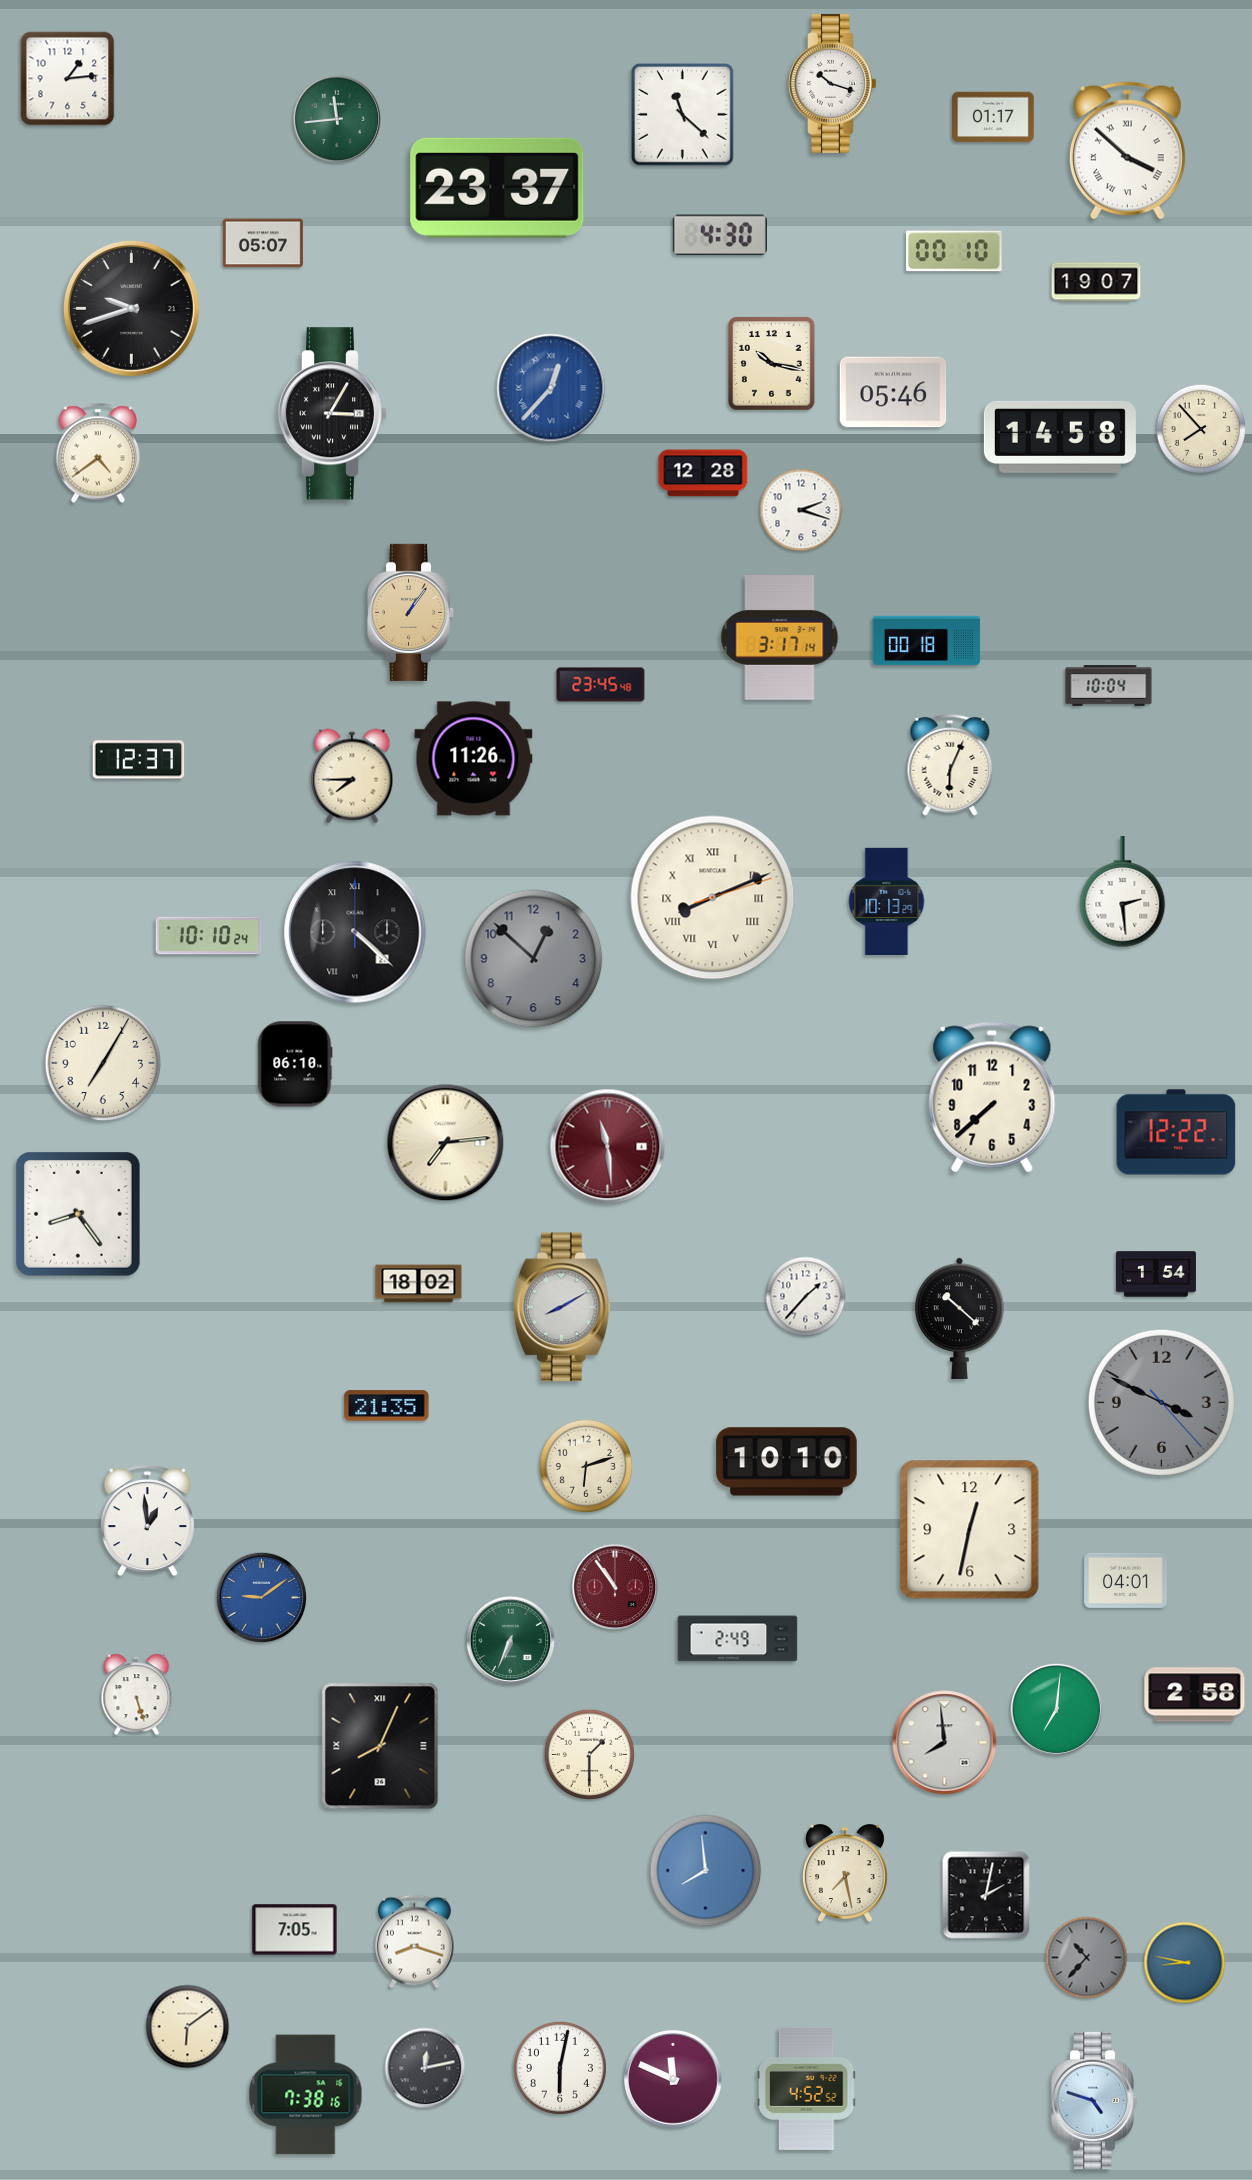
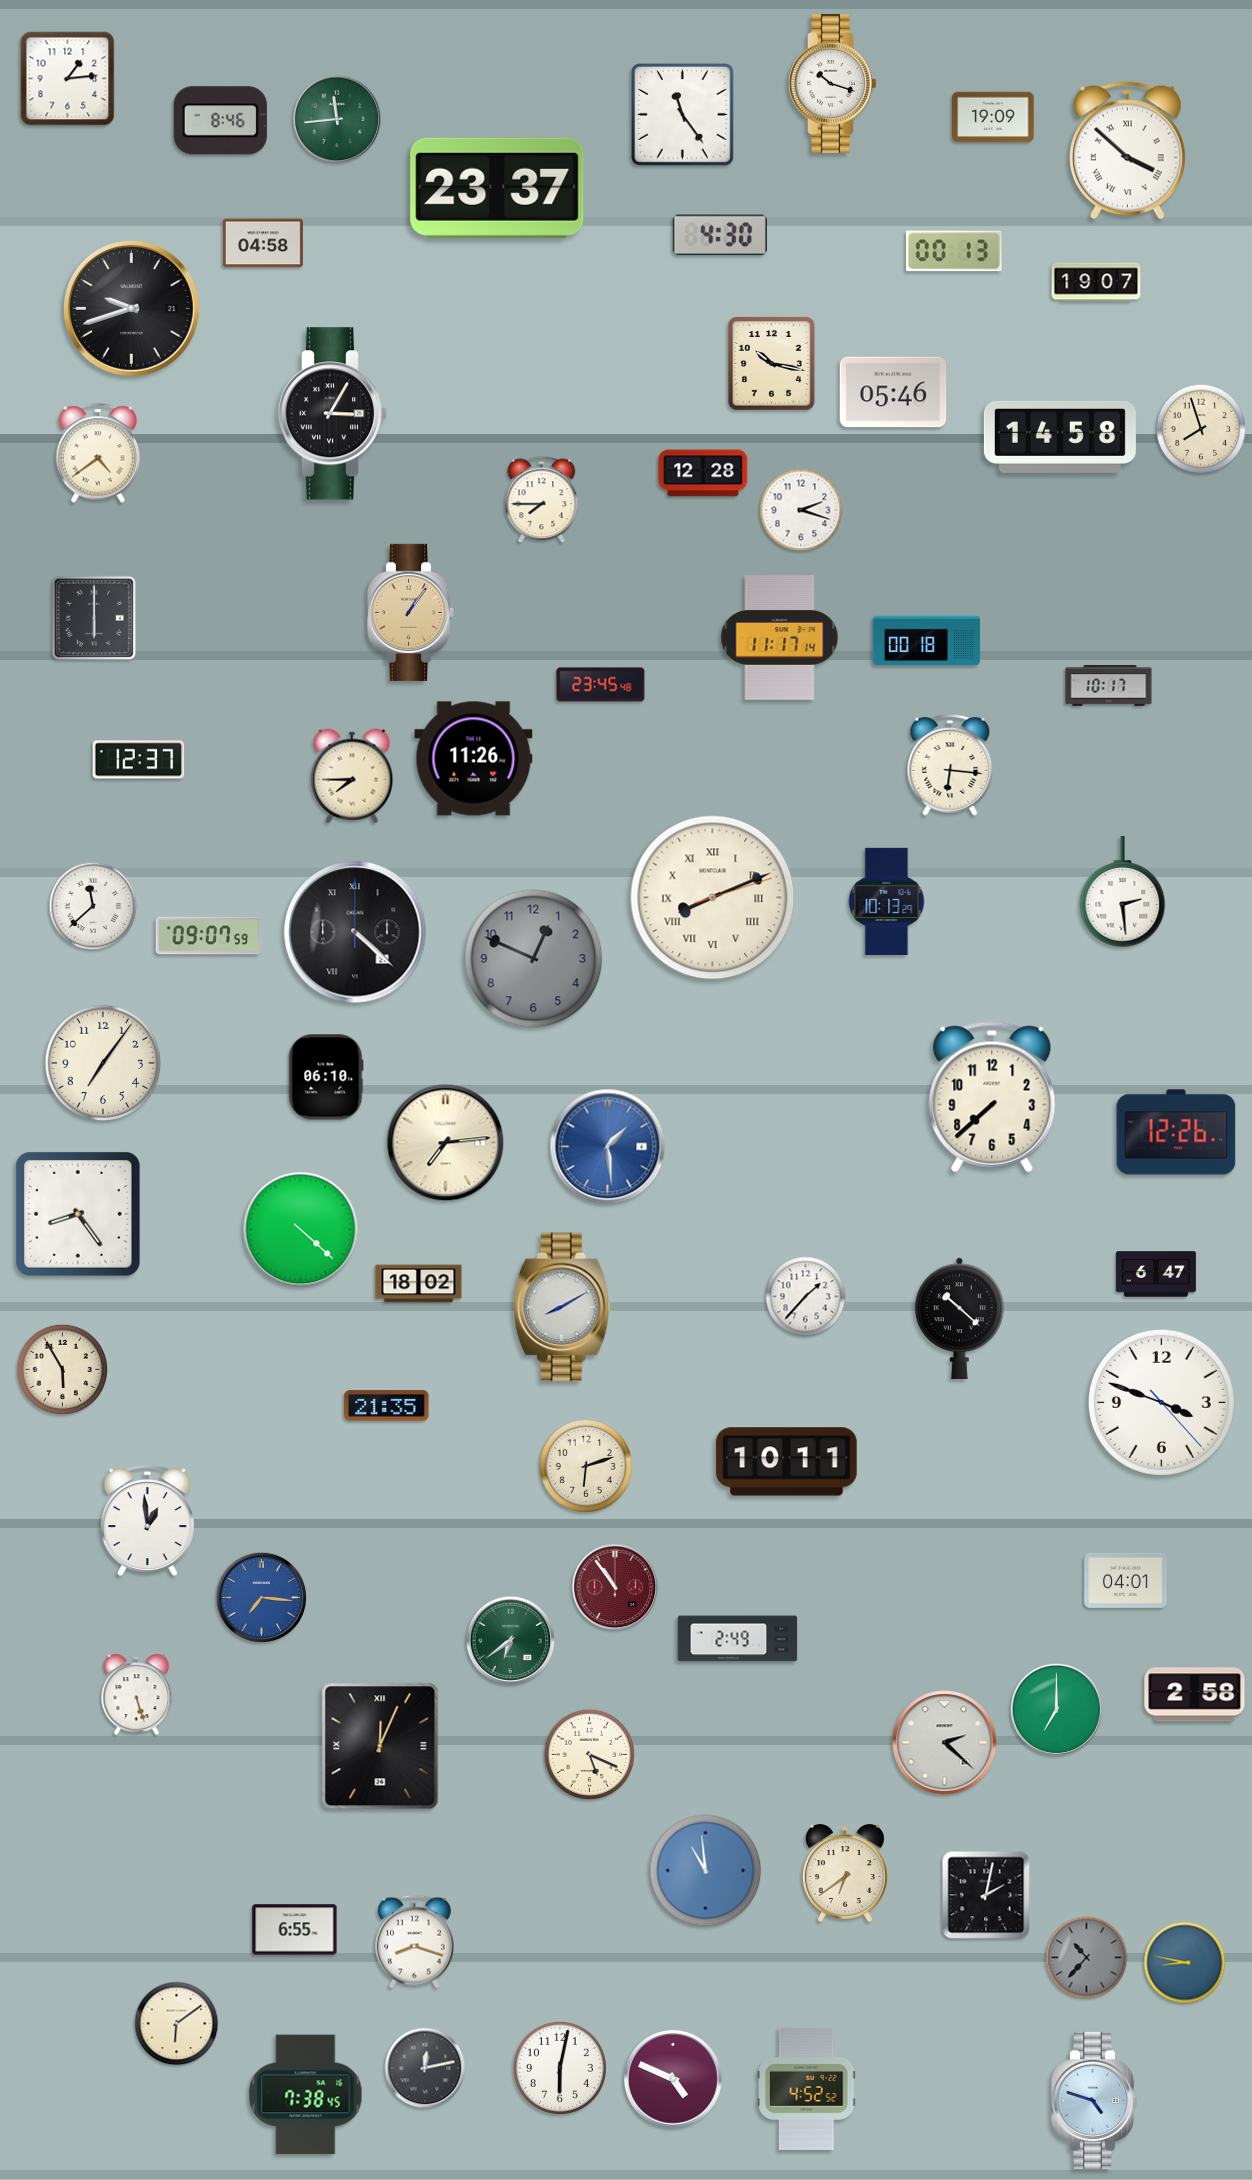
clock at (683, 115): 11:22 -> 11:24
clock at (993, 117): 01:17 -> 19:09
clock at (220, 121): none -> 8:46
clock at (263, 243): 05:07 -> 04:58
clock at (954, 251): 00:10 -> 00:13
clock at (551, 388): 12:37 -> none
clock at (1201, 429): 7:53 -> 7:57
clock at (542, 500): none -> 7:45
clock at (93, 617): none -> 6:00
clock at (780, 638): 3:17 -> 11:17
clock at (1109, 686): 10:04 -> 10:17
clock at (950, 765): 6:04 -> 6:16
clock at (93, 906): none -> 11:38
clock at (209, 936): 10:10 -> 09:07
clock at (534, 959): 12:52 -> 12:49
clock at (103, 1063): 7:05 -> 7:06
clock at (295, 1064) position: (295, 1064) -> (326, 1077)
clock at (1176, 1132): 12:22 -> 12:26
clock at (608, 1147): 11:29 -> 1:29
clock at (608, 1147) dial: burgundy -> blue
clock at (301, 1230): none -> 4:22
clock at (1156, 1274): 1:54 -> 6:47
clock at (62, 1369): none -> 5:55
clock at (1161, 1402): 3:49 -> 3:48
clock at (1161, 1402) dial: grey -> white
clock at (787, 1462): 10:10 -> 10:11
clock at (970, 1530): 12:32 -> none
clock at (261, 1597): 9:09 -> 7:16
clock at (511, 1641): 6:34 -> 6:39
clock at (1056, 1709): 7:01 -> 7:00
clock at (945, 1743): 7:59 -> 2:22
clock at (380, 1746): 8:04 -> 12:04
clock at (589, 1754): 1:30 -> 5:19
clock at (706, 1871): 7:59 -> 10:59
clock at (845, 1873): 7:28 -> 6:39
clock at (295, 1930): 7:05 -> 6:55
clock at (188, 2027) position: (188, 2027) -> (177, 2024)
clock at (674, 2080): 11:49 -> 4:49
clock at (306, 2095): 7:38:16 -> 7:38:45
